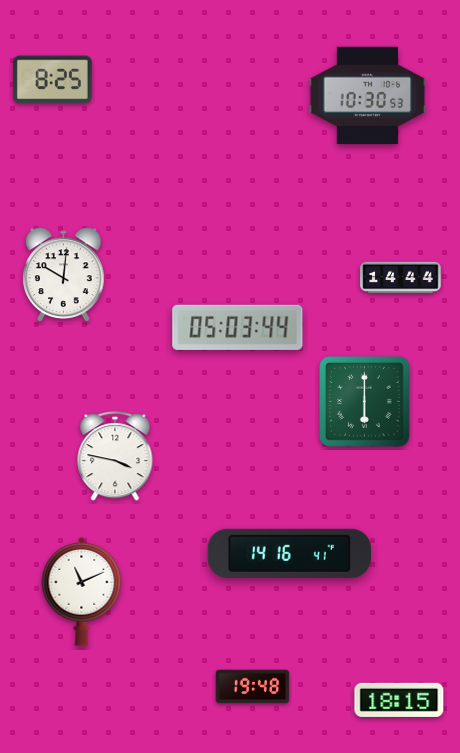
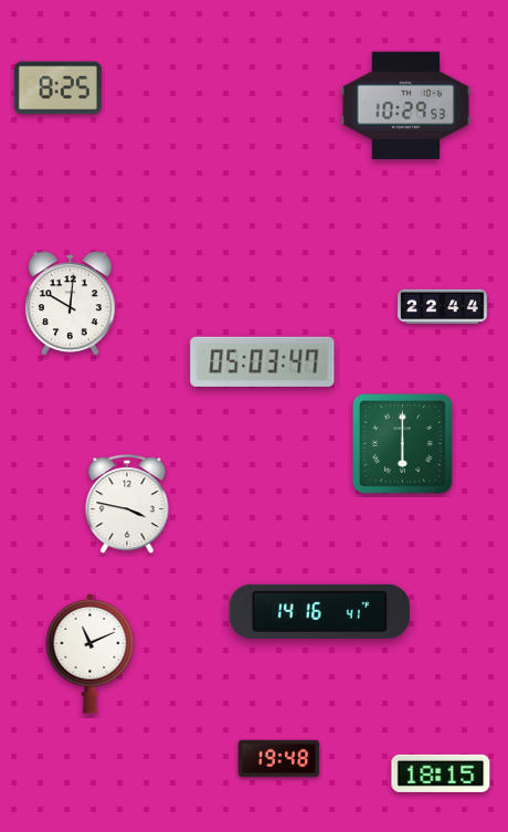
clock at (368, 96): 10:30 -> 10:29
clock at (401, 278): 14:44 -> 22:44
clock at (238, 327): 05:03:44 -> 05:03:47
